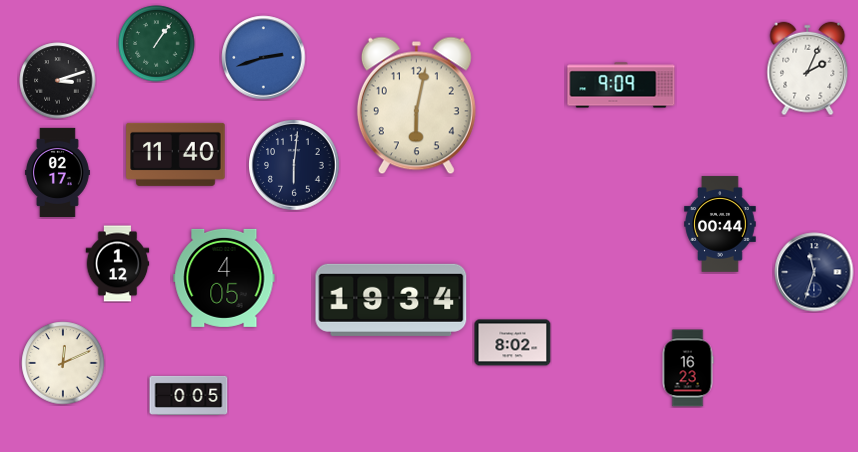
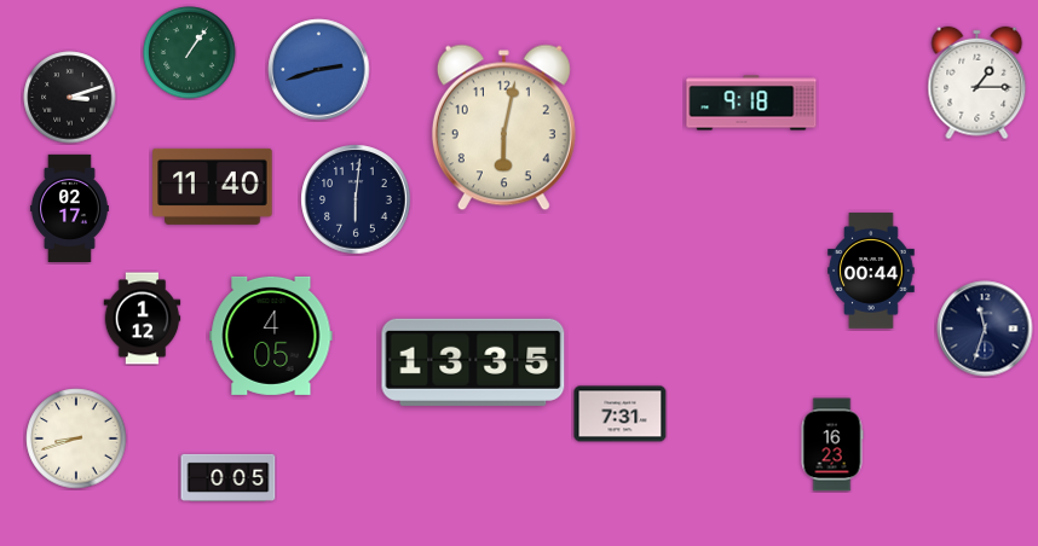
clock at (808, 69): 2:04 -> 1:15
clock at (621, 85): 9:09 -> 9:18
clock at (391, 300): 19:34 -> 13:35
clock at (513, 343): 8:02 -> 7:31
clock at (63, 363): 12:11 -> 8:42
